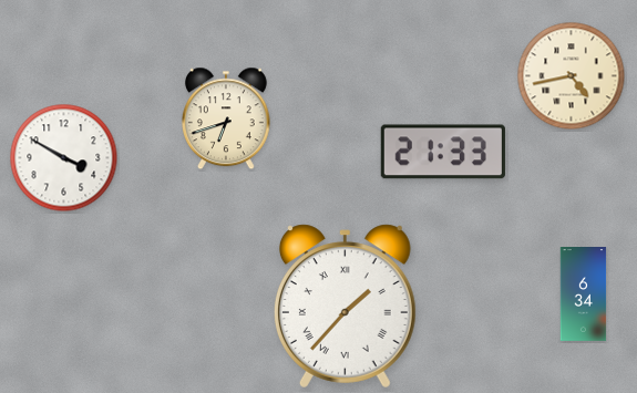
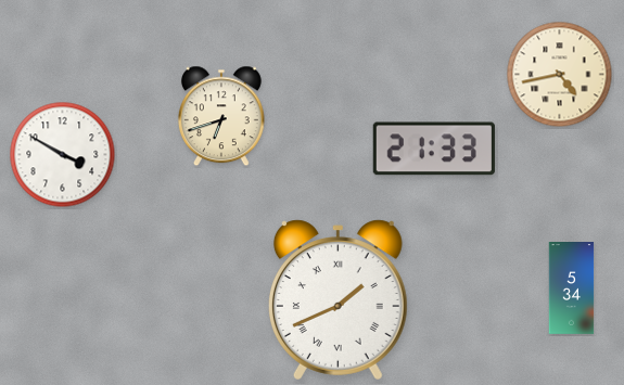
clock at (584, 294): 6:34 -> 5:34
clock at (345, 307): 1:37 -> 1:41
